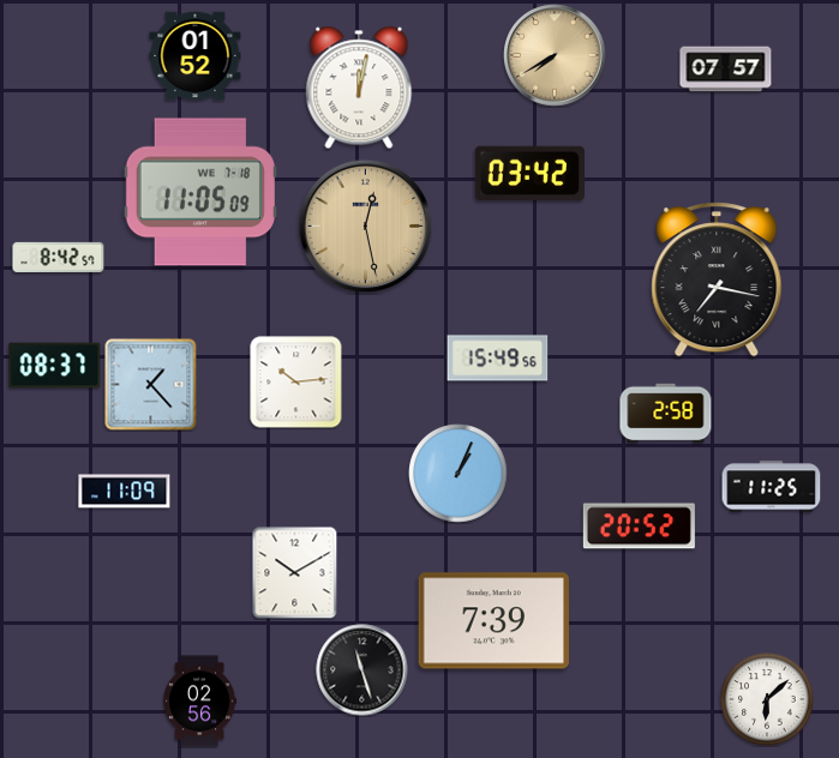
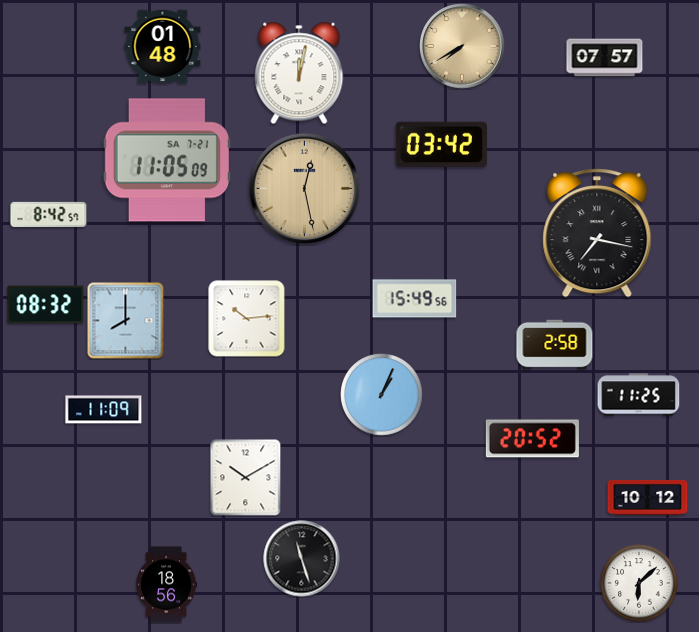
clock at (196, 56): 01:52 -> 01:48
clock at (200, 192) date: WE 7-18 -> SA 7-21
clock at (55, 366): 08:37 -> 08:32
clock at (151, 385): 1:23 -> 8:00
clock at (772, 487) position: (772, 487) -> (639, 395)
clock at (648, 497): none -> 10:12
clock at (493, 621): 7:39 -> none
clock at (200, 702): 02:56 -> 18:56
